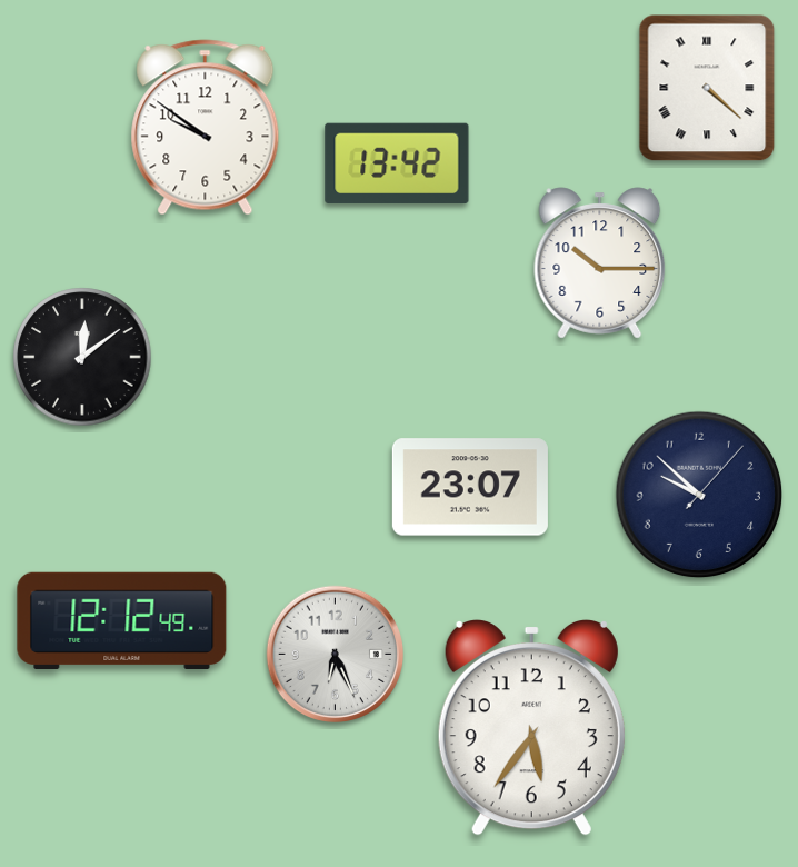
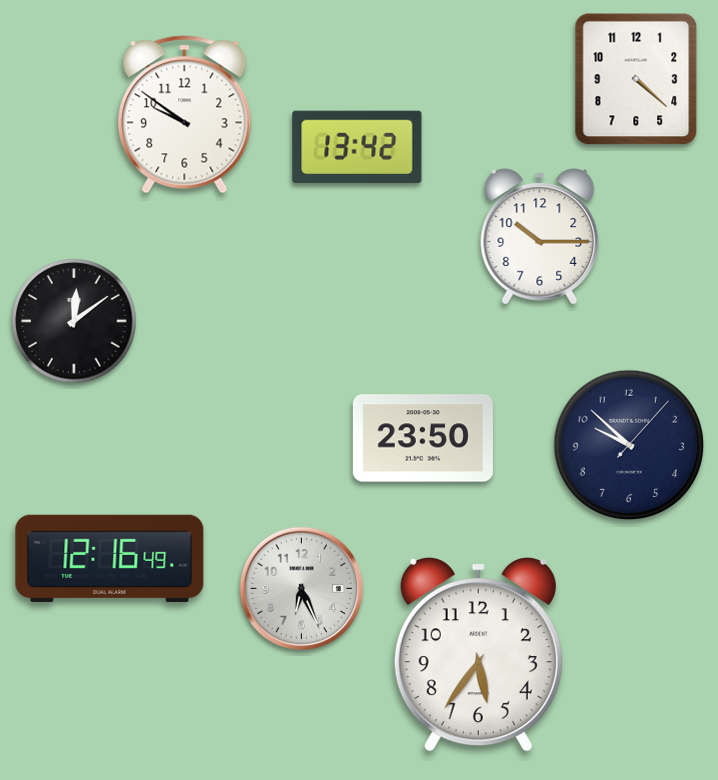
clock at (707, 88) numerals: Roman -> Arabic
clock at (470, 487): 23:07 -> 23:50
clock at (122, 620): 12:12 -> 12:16
